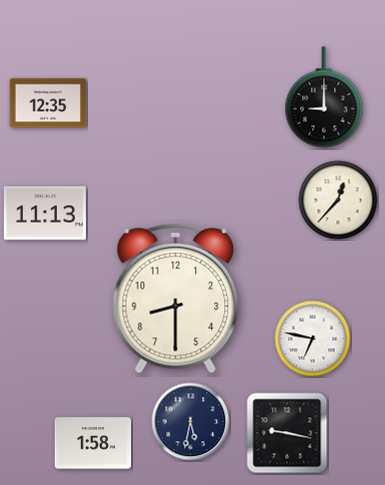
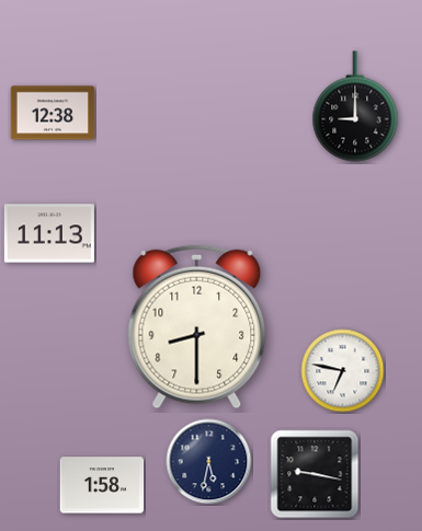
clock at (48, 103): 12:35 -> 12:38
clock at (338, 200): 12:37 -> none
clock at (176, 299) position: (176, 299) -> (197, 327)
